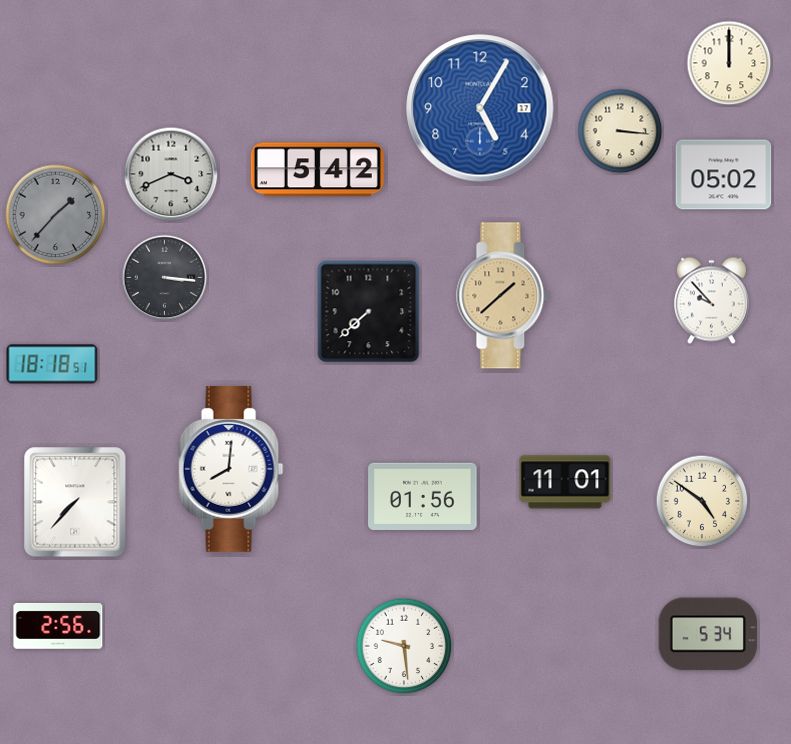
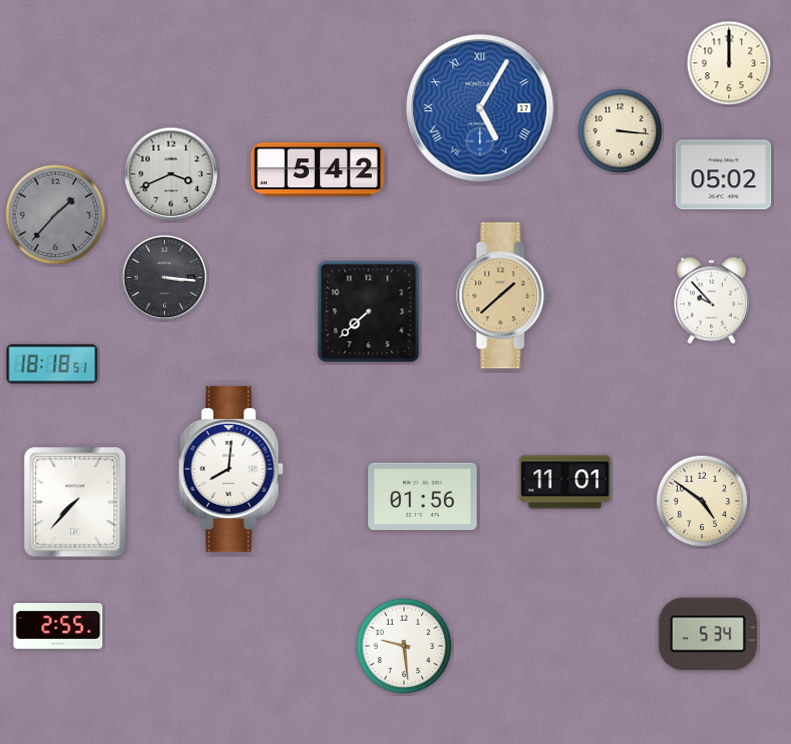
clock at (480, 108) numerals: Arabic -> Roman
clock at (58, 626): 2:56 -> 2:55
